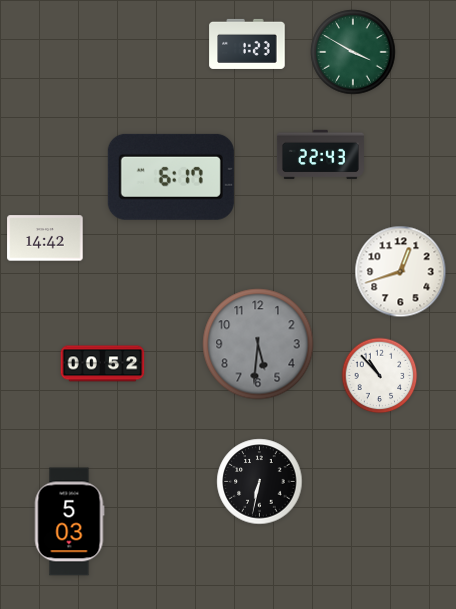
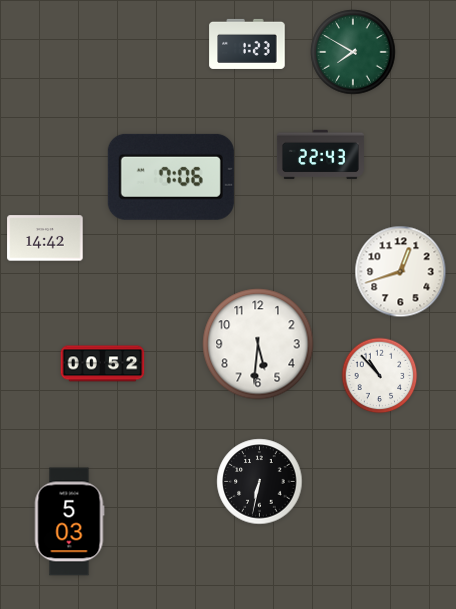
clock at (353, 52): 3:50 -> 7:50
clock at (171, 177): 6:17 -> 7:06
clock at (258, 344) dial: grey -> white
